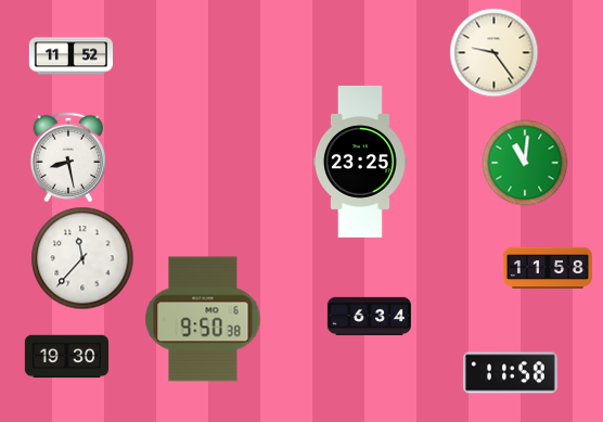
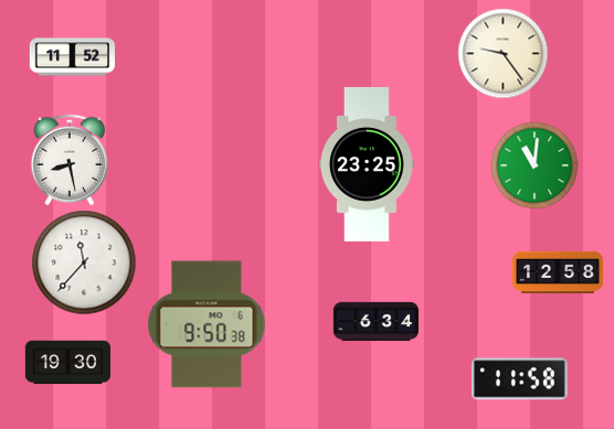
clock at (548, 268): 11:58 -> 12:58
